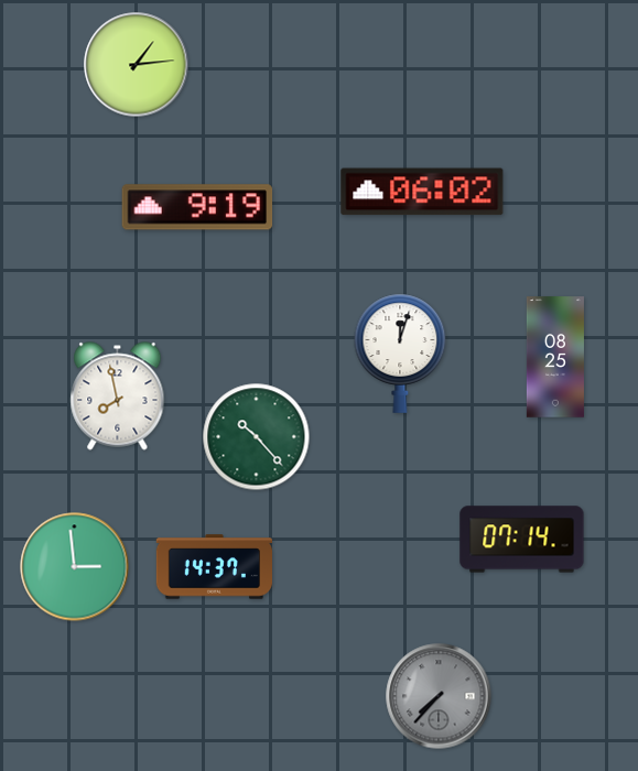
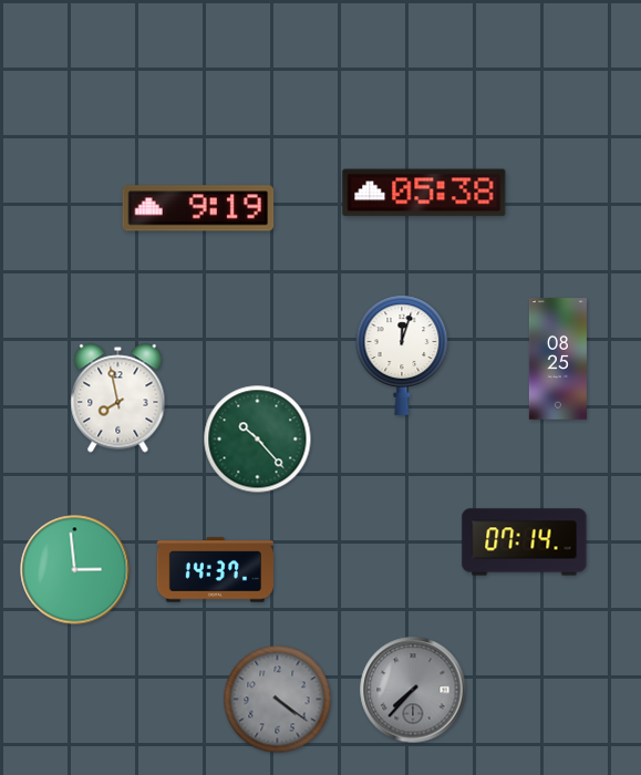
clock at (137, 65): 1:14 -> none
clock at (422, 192): 06:02 -> 05:38
clock at (278, 700): none -> 4:21
clock at (439, 696) position: (439, 696) -> (413, 690)
